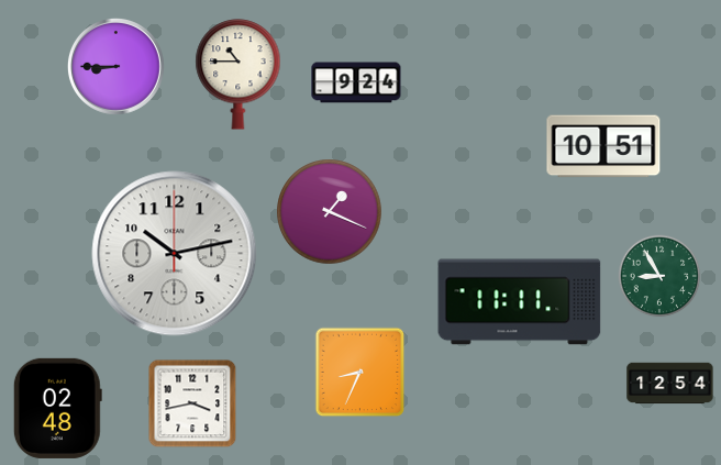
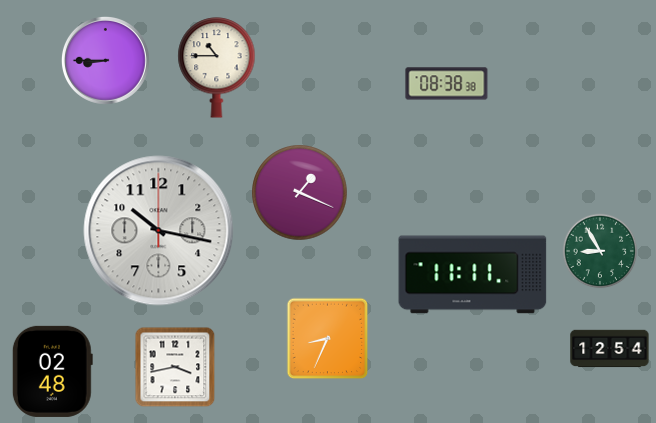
clock at (356, 82): 9:24 -> none
clock at (447, 84): none -> 08:38
clock at (603, 146): 10:51 -> none
clock at (175, 254): 10:13 -> 10:17
